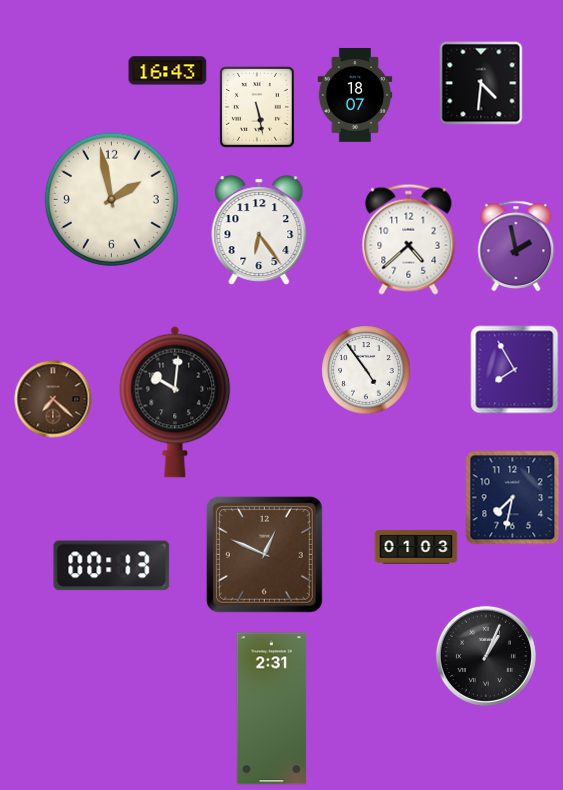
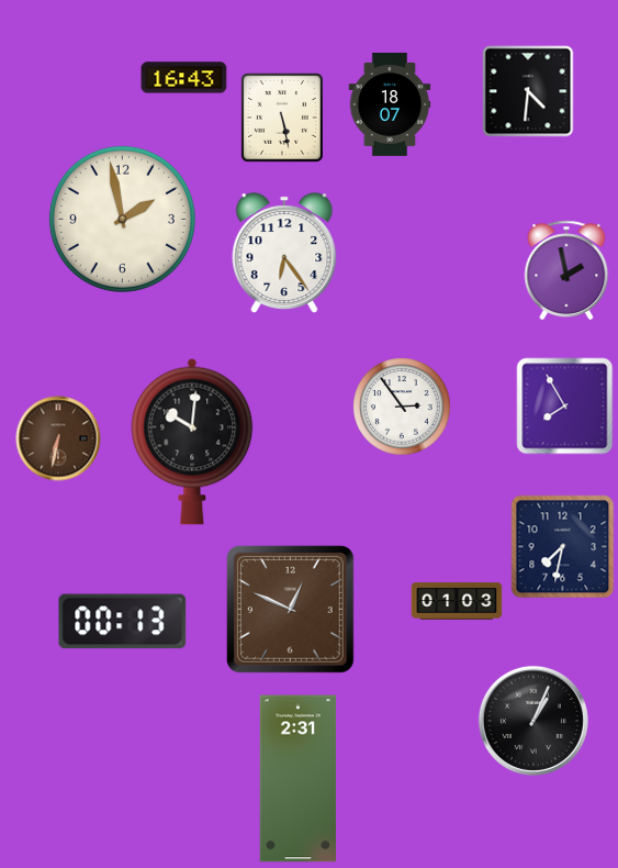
clock at (409, 239): 4:38 -> none
clock at (366, 370): 4:54 -> 2:54
clock at (53, 399): 7:22 -> 6:32
